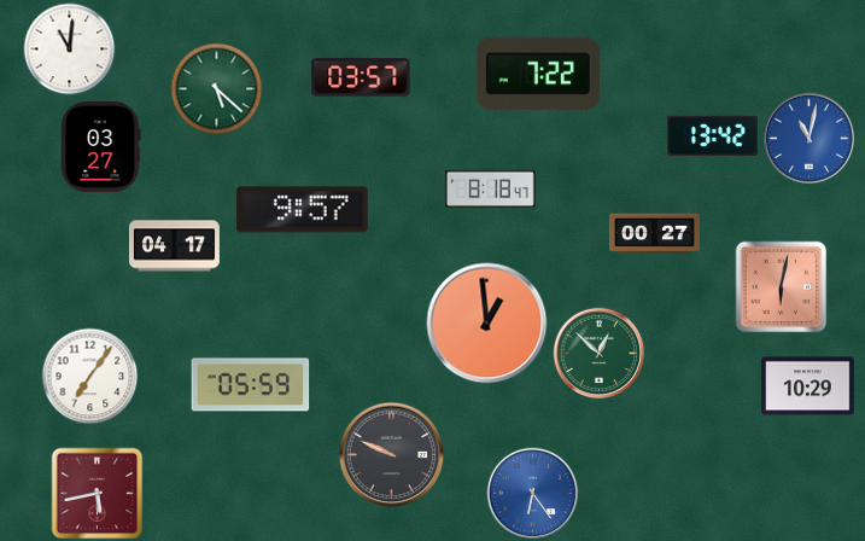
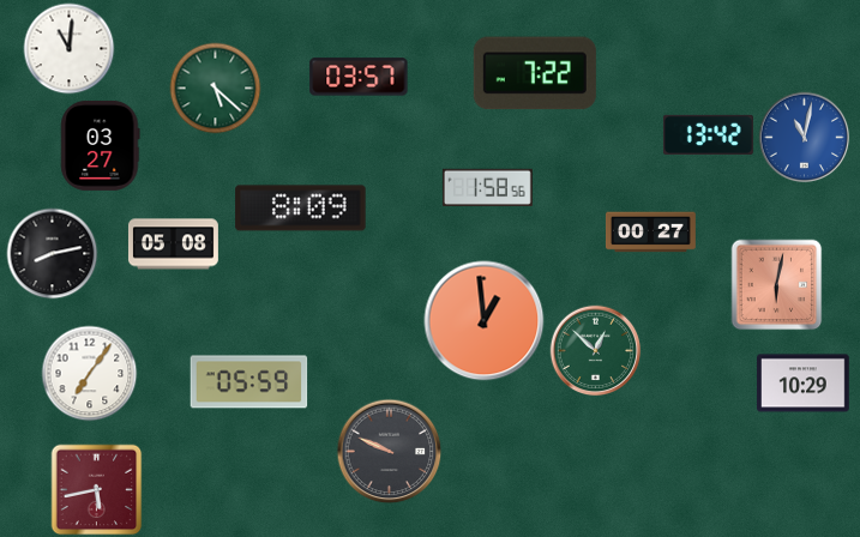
clock at (490, 188): 8:18 -> 1:58
clock at (303, 210): 9:57 -> 8:09
clock at (174, 246): 04:17 -> 05:08
clock at (53, 254): none -> 8:13
clock at (533, 494): 6:24 -> none
